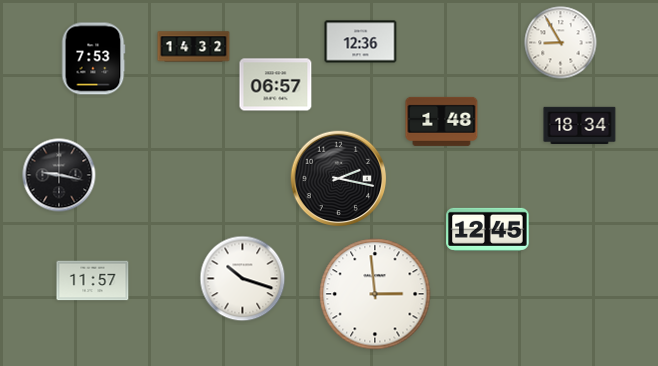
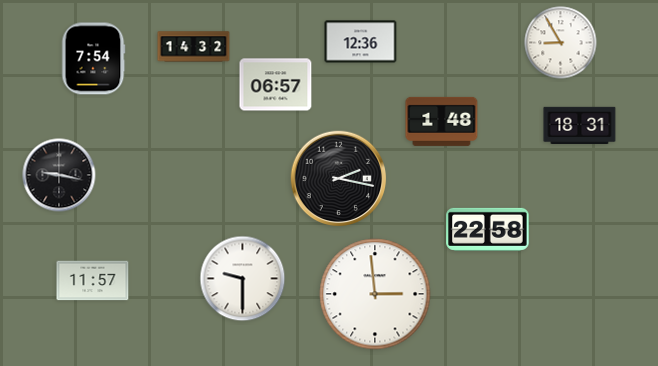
clock at (93, 59): 7:53 -> 7:54
clock at (580, 125): 18:34 -> 18:31
clock at (488, 229): 12:45 -> 22:58
clock at (243, 279): 10:18 -> 9:30
